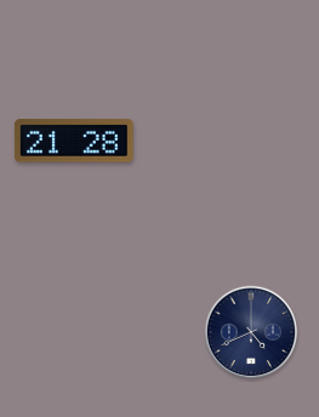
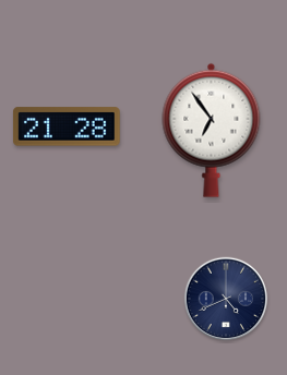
clock at (212, 130): none -> 6:54
